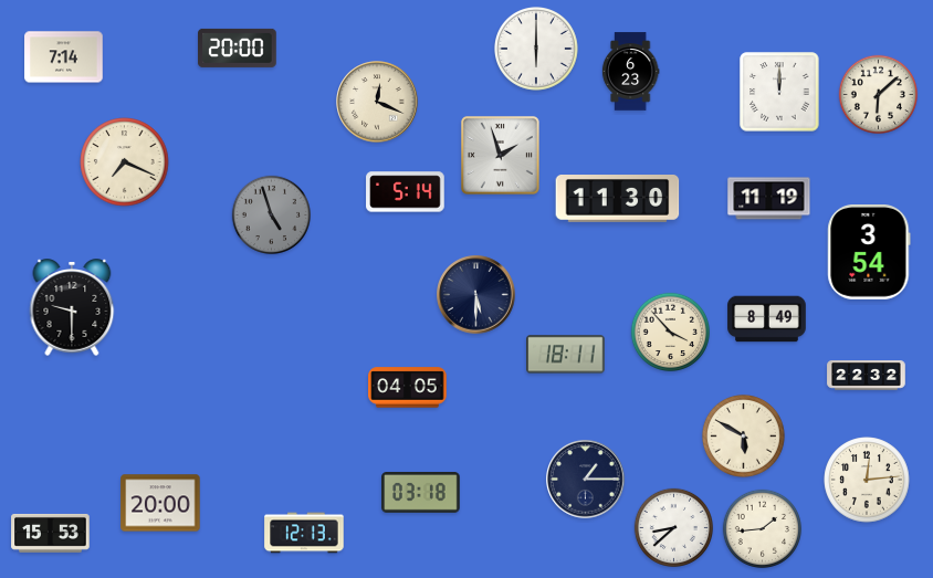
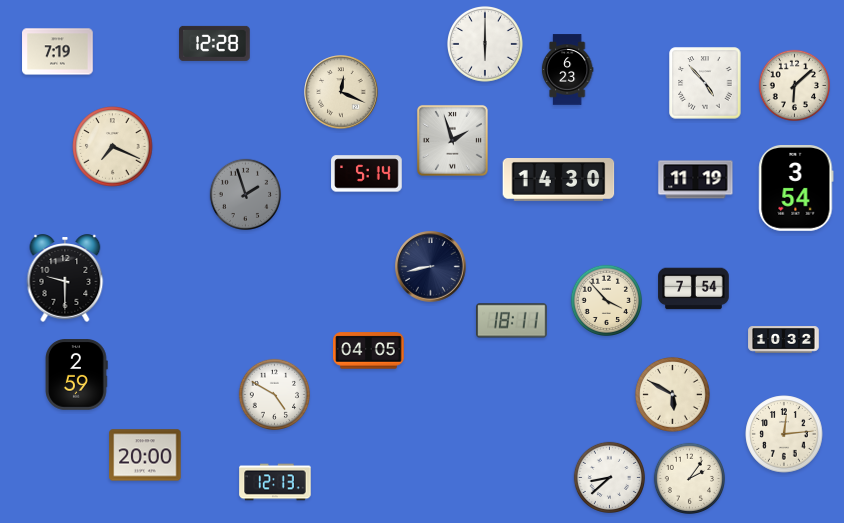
clock at (238, 48): 20:00 -> 12:28
clock at (64, 57): 7:14 -> 7:19
clock at (630, 72) position: (630, 72) -> (567, 70)
clock at (779, 92): 12:00 -> 4:53
clock at (618, 199): 11:30 -> 14:30
clock at (271, 214): 4:57 -> 1:57
clock at (869, 253) position: (869, 253) -> (796, 189)
clock at (476, 295): 5:30 -> 8:43
clock at (767, 319): 8:49 -> 7:54
clock at (867, 376): 22:32 -> 10:32
clock at (77, 375): none -> 2:59
clock at (274, 394): none -> 4:50
clock at (586, 480): 1:15 -> none
clock at (421, 493): 03:18 -> none
clock at (762, 528): 1:44 -> 2:06
clock at (51, 533): 15:53 -> none
